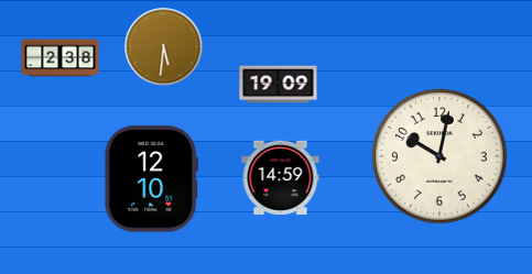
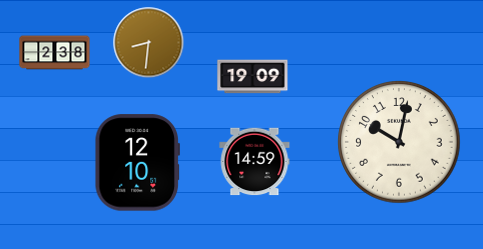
clock at (164, 47): 5:31 -> 8:31
